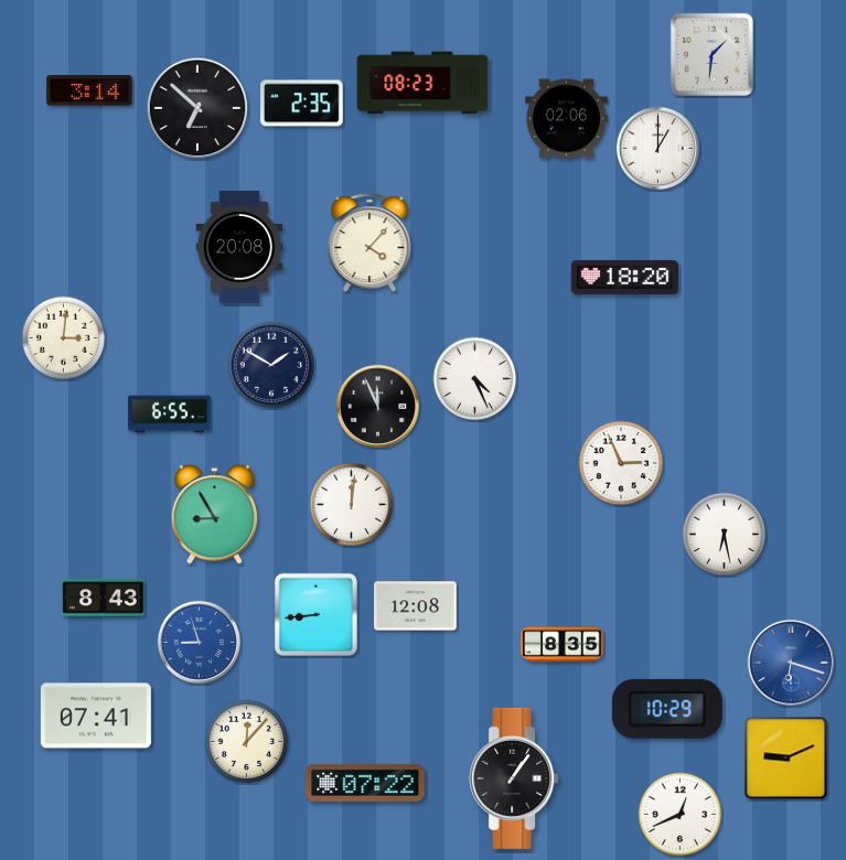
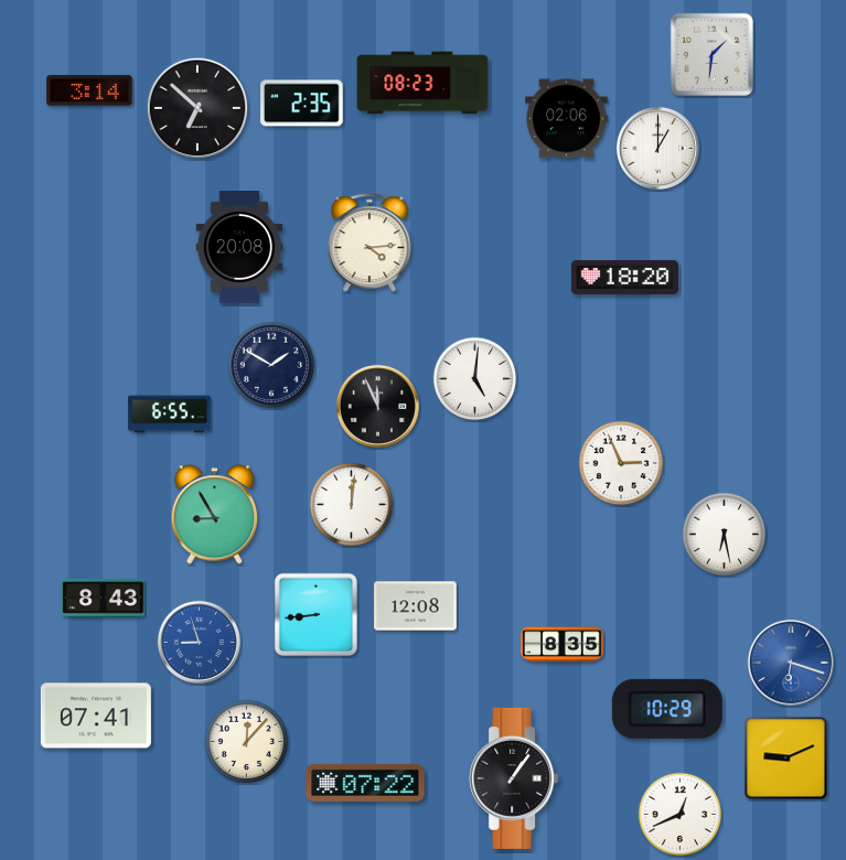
clock at (370, 244): 4:07 -> 4:14
clock at (64, 338): 3:01 -> none
clock at (475, 379): 4:26 -> 5:01
